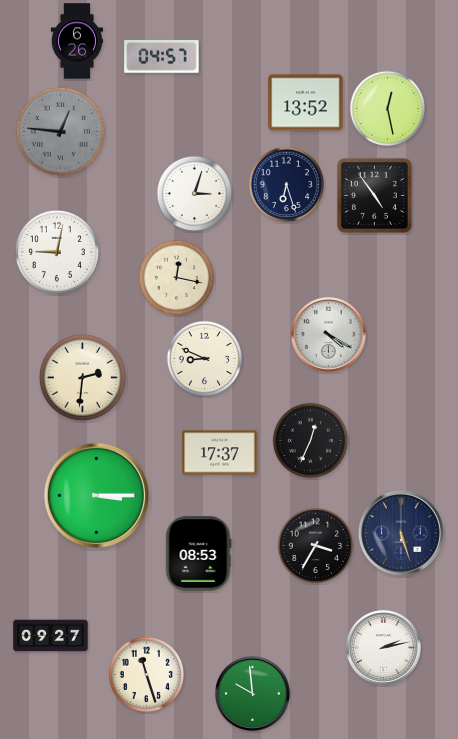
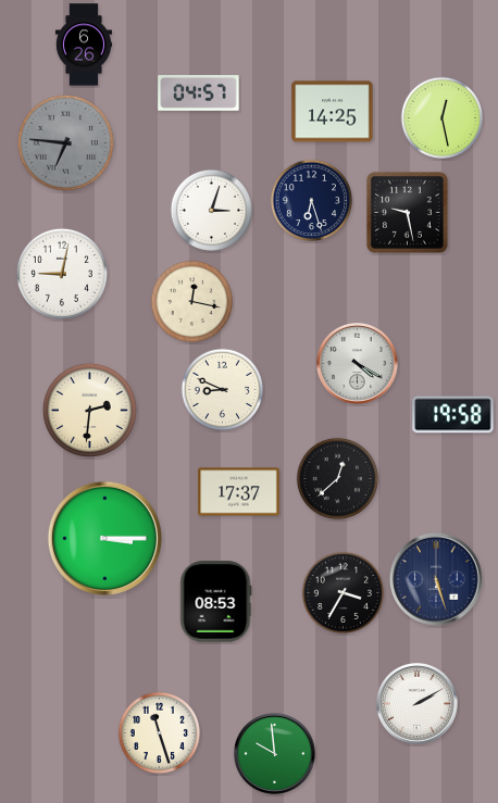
clock at (162, 57) position: (162, 57) -> (199, 93)
clock at (306, 103): 13:52 -> 14:25
clock at (387, 108) position: (387, 108) -> (441, 117)
clock at (60, 131): 12:46 -> 6:46
clock at (374, 195): 4:54 -> 9:28
clock at (453, 415): none -> 19:58
clock at (310, 440): 12:34 -> 12:38
clock at (51, 636): 09:27 -> none
clock at (384, 648): 2:13 -> 2:10
